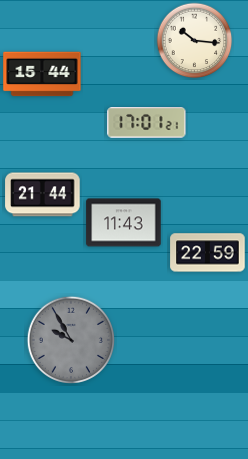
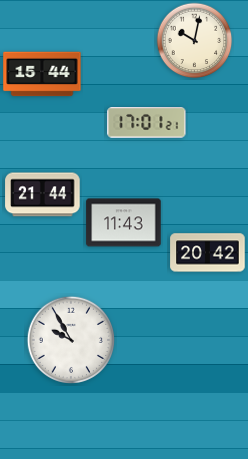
clock at (195, 41): 10:16 -> 10:02
clock at (208, 253): 22:59 -> 20:42
clock at (70, 339) dial: grey -> white
